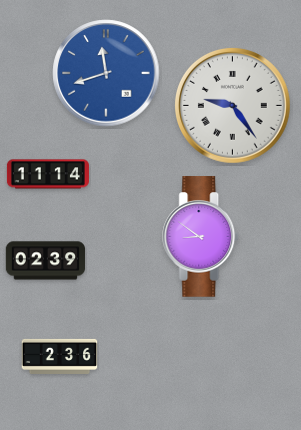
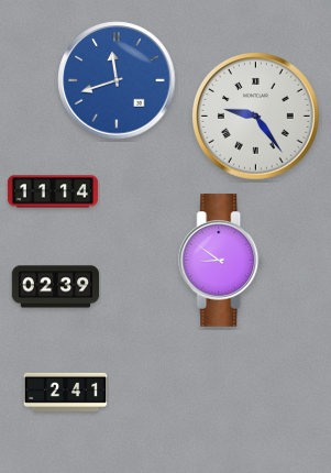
clock at (46, 261) position: (46, 261) -> (56, 287)
clock at (60, 356): 2:36 -> 2:41
